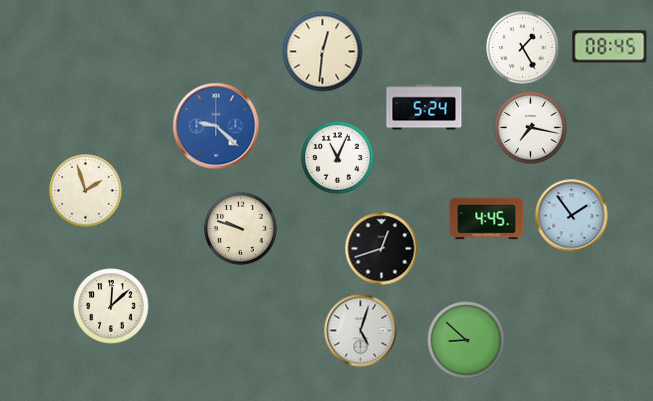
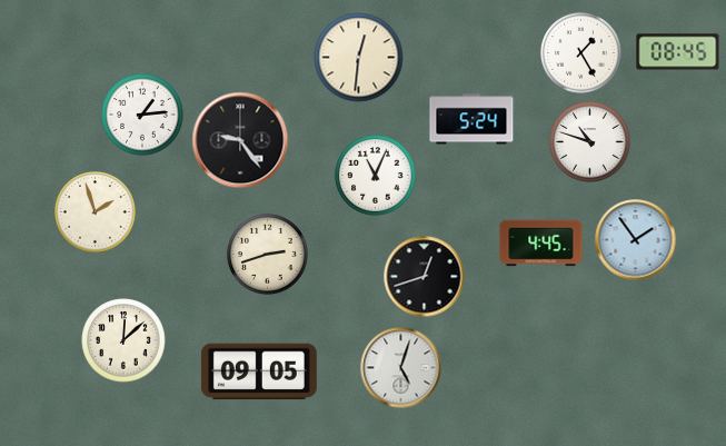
clock at (142, 115): none -> 1:14
clock at (216, 126): 9:22 -> 9:24
clock at (216, 126) dial: blue -> black
clock at (531, 128): 7:17 -> 10:48
clock at (241, 229): 9:48 -> 2:42
clock at (259, 371): none -> 09:05
clock at (466, 340): 8:52 -> none
